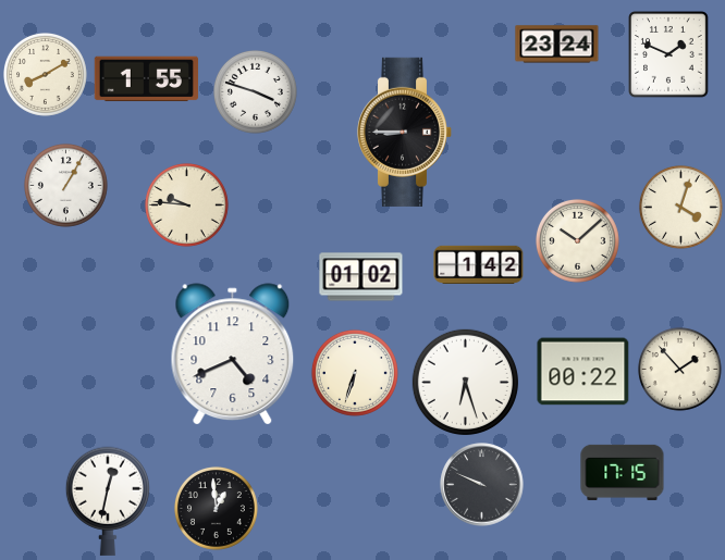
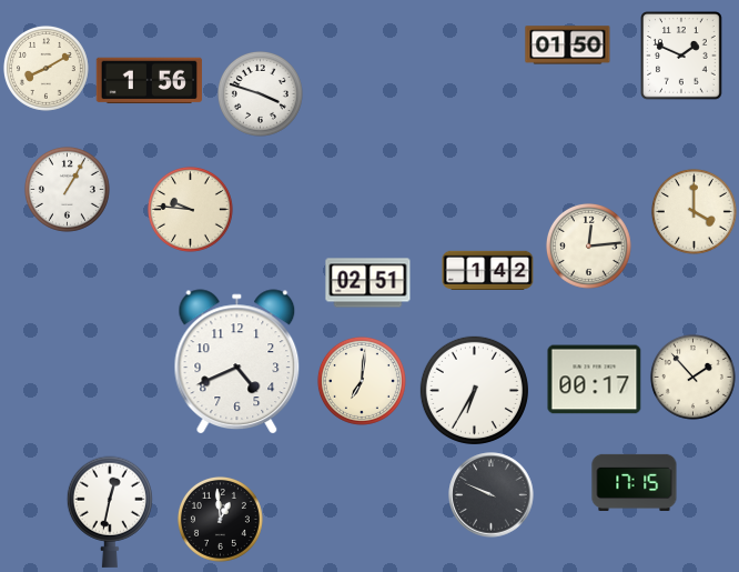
clock at (557, 45): 23:24 -> 01:50
clock at (45, 74) position: (45, 74) -> (45, 68)
clock at (146, 79): 1:55 -> 1:56
clock at (405, 132): 8:45 -> none
clock at (680, 207): 4:03 -> 4:00
clock at (577, 240): 10:08 -> 12:14
clock at (361, 277): 01:02 -> 02:51
clock at (583, 372): 00:22 -> 00:17
clock at (355, 373): 6:33 -> 7:01
clock at (465, 382): 6:27 -> 6:35
